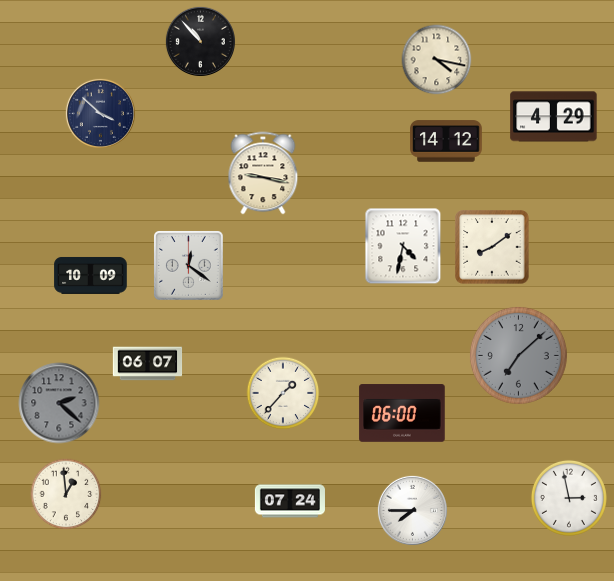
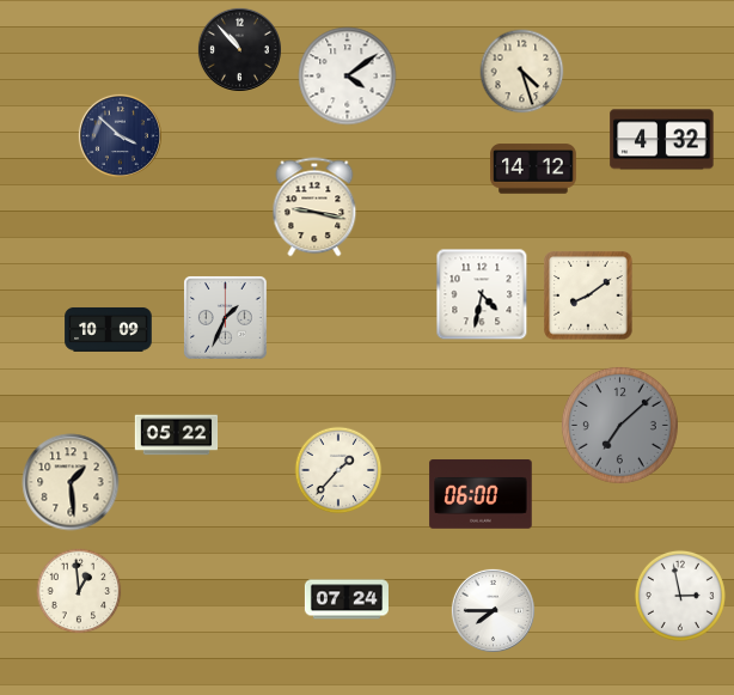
clock at (437, 60): 4:17 -> 4:27
clock at (348, 77): none -> 4:09
clock at (554, 117): 4:29 -> 4:32
clock at (189, 266): 12:21 -> 1:34
clock at (148, 364): 06:07 -> 05:22
clock at (59, 403): 2:22 -> 1:29
clock at (59, 403) dial: grey -> cream
